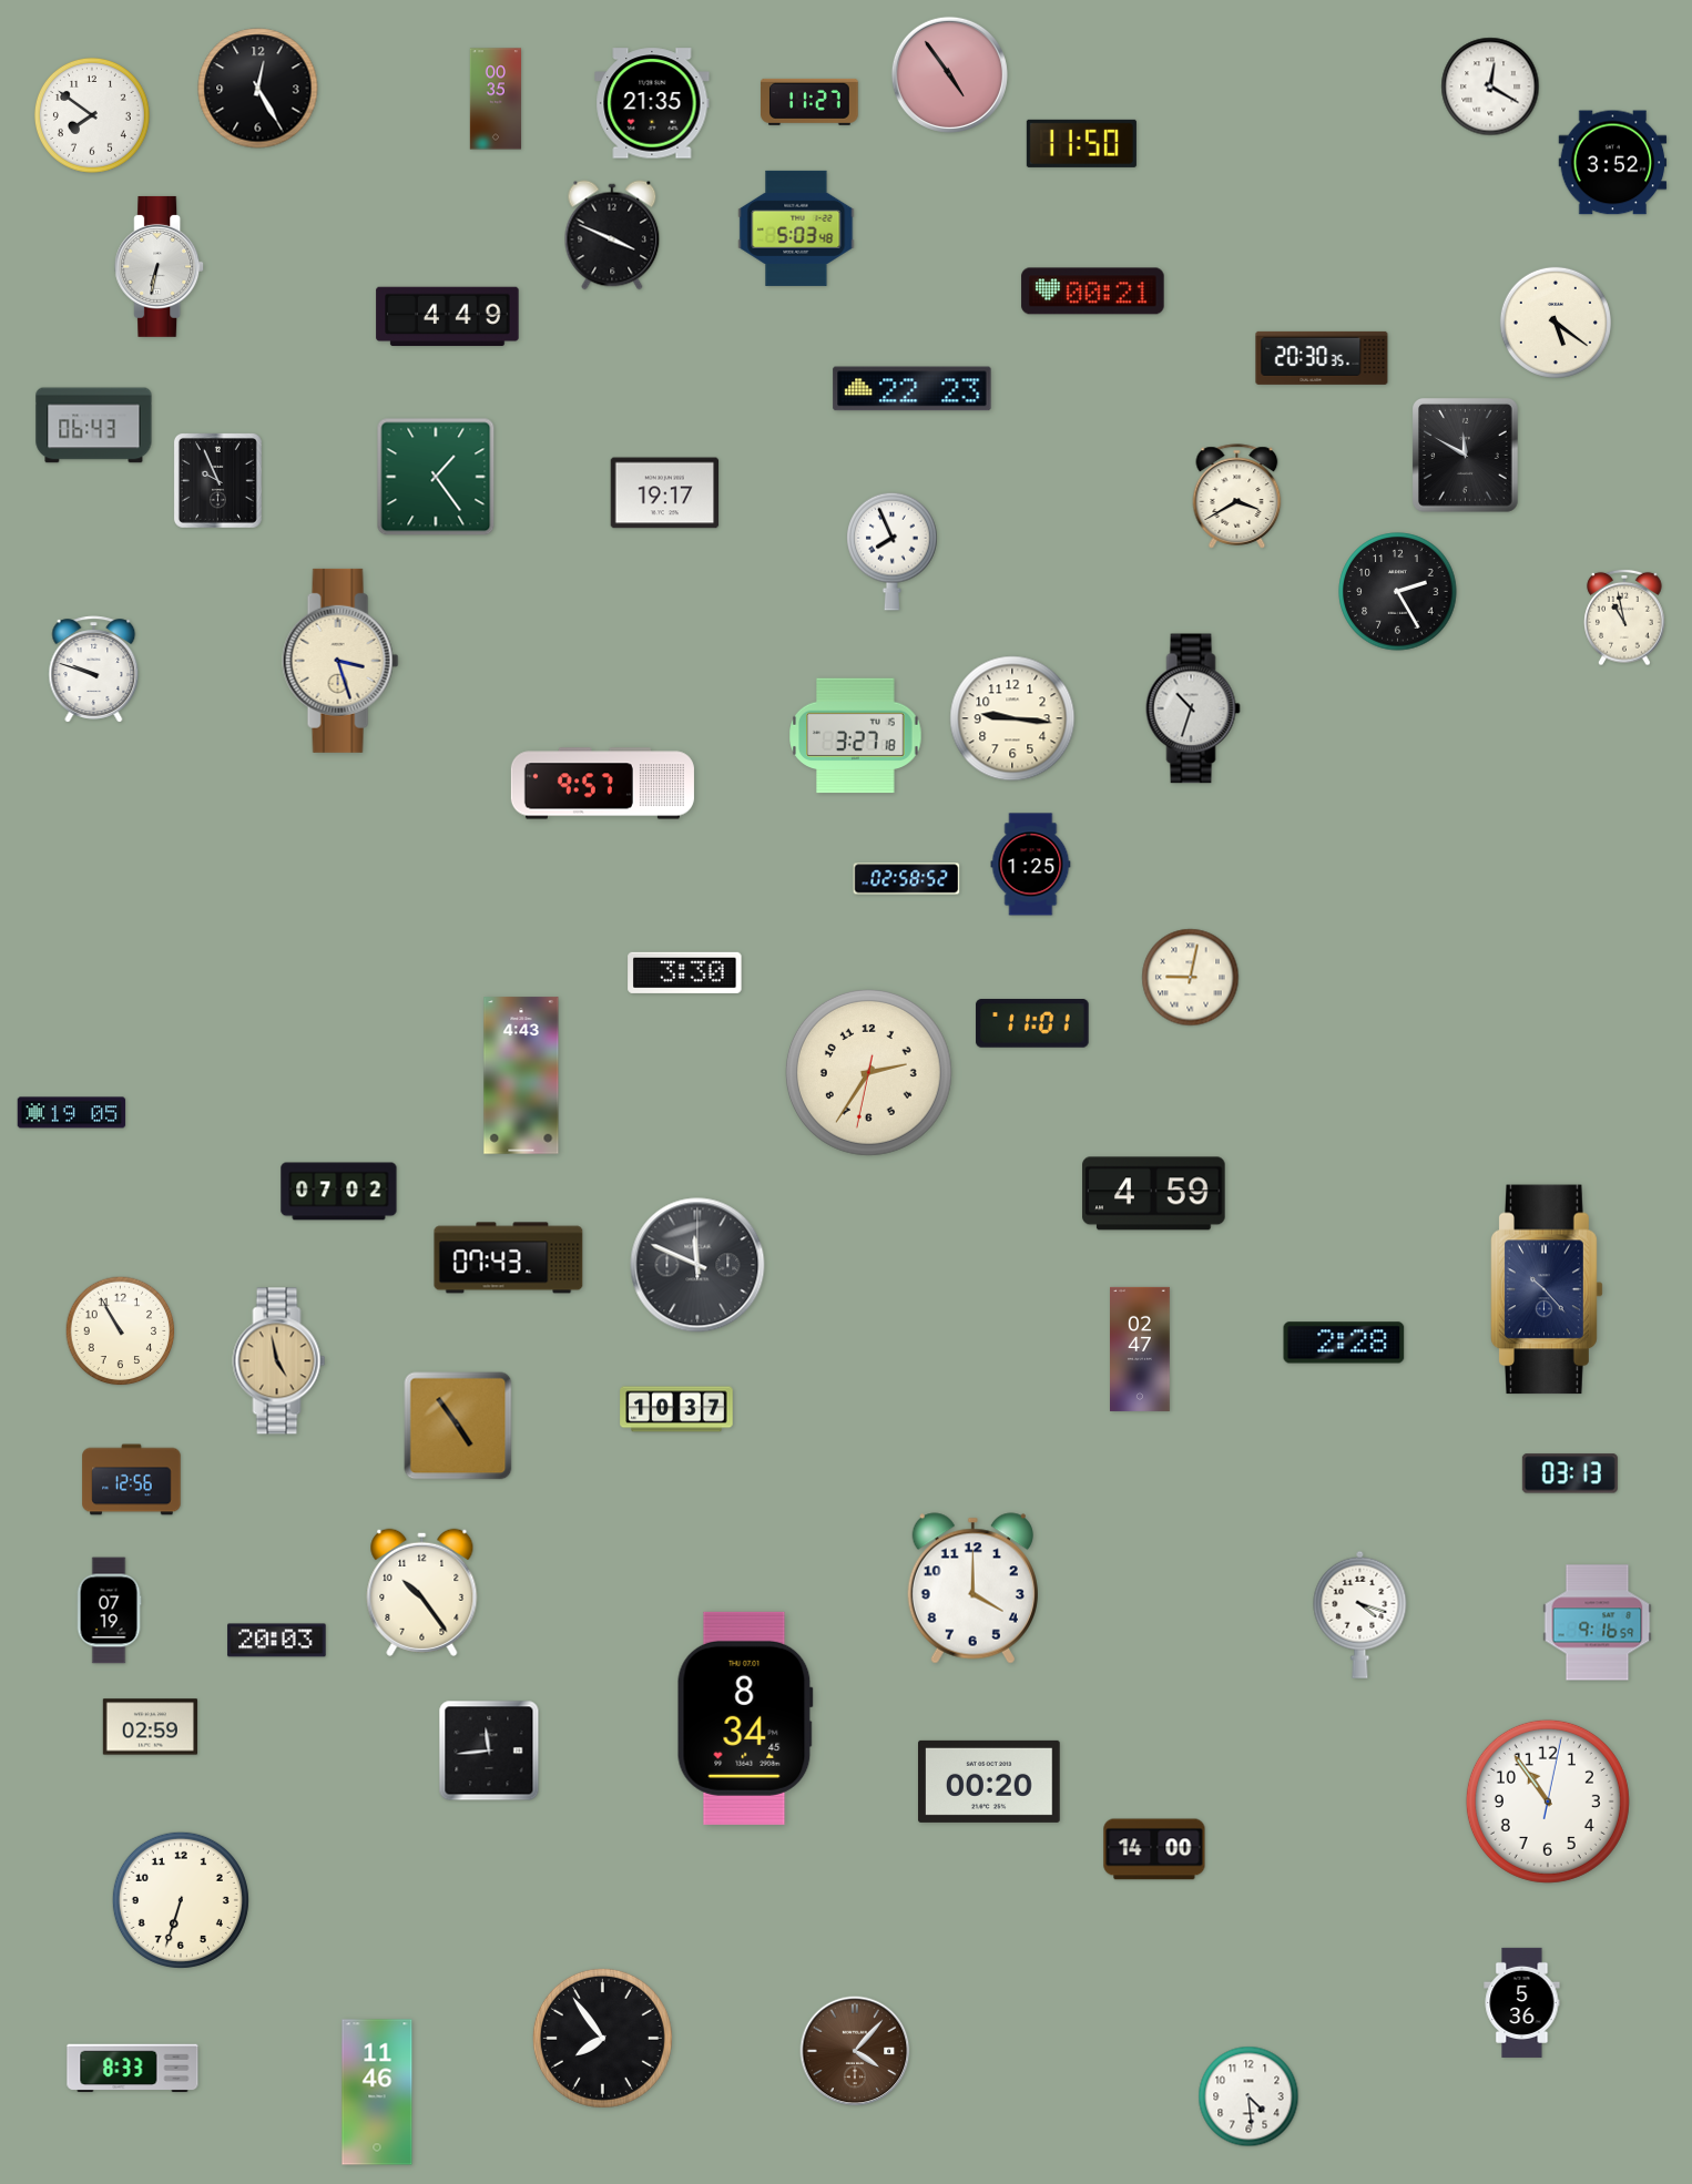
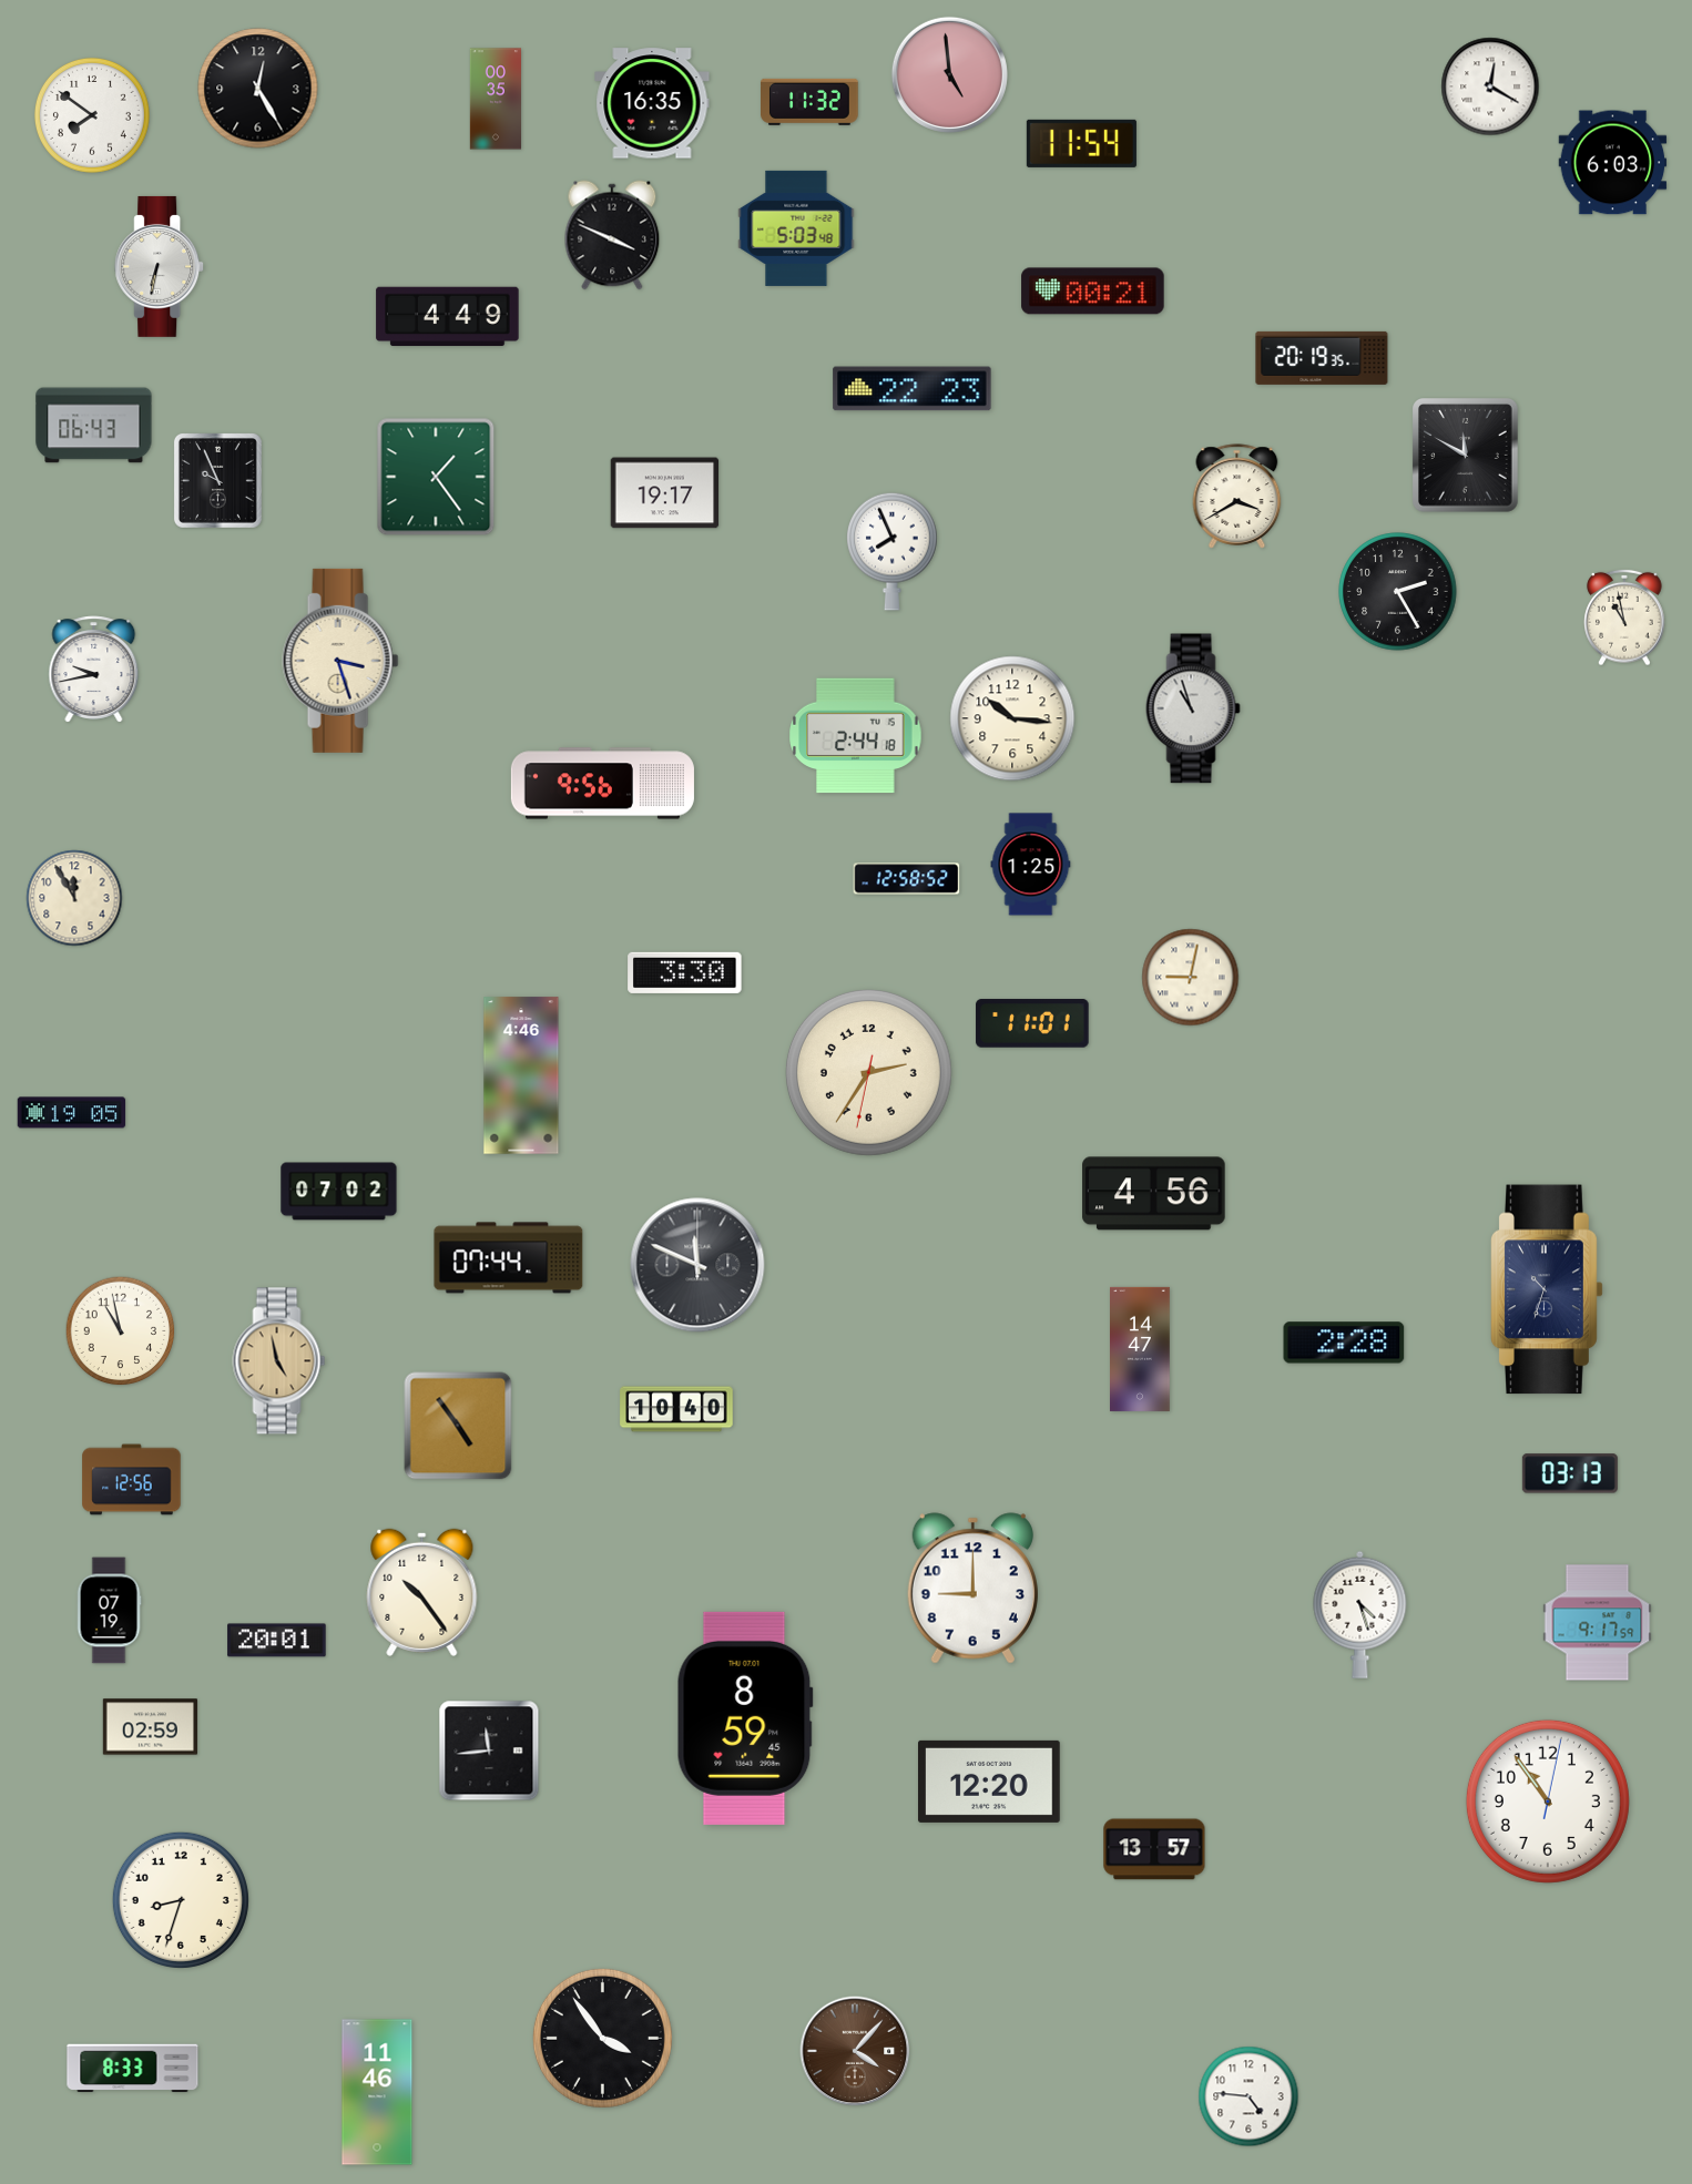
clock at (949, 74): 4:54 -> 4:59
clock at (811, 102): 11:27 -> 11:32
clock at (652, 103): 21:35 -> 16:35
clock at (1081, 143): 11:50 -> 11:54
clock at (1613, 163): 3:52 -> 6:03
clock at (1556, 323): 5:21 -> none
clock at (1322, 358): 20:30 -> 20:19
clock at (94, 670): 9:48 -> 9:43
clock at (1193, 708): 10:33 -> 10:57
clock at (1012, 718): 9:16 -> 10:16
clock at (856, 736): 3:27 -> 2:44
clock at (602, 784): 9:57 -> 9:56
clock at (907, 879): 02:58 -> 12:58
clock at (74, 898): none -> 11:55
clock at (521, 1075): 4:43 -> 4:46
clock at (1154, 1194): 4:59 -> 4:56
clock at (509, 1258): 07:43 -> 07:44
clock at (1547, 1289): 10:23 -> 10:33
clock at (121, 1331): 10:55 -> 10:58
clock at (1141, 1349): 02:47 -> 14:47
clock at (676, 1409): 10:37 -> 10:40
clock at (972, 1589): 4:00 -> 9:00
clock at (1360, 1614): 4:18 -> 4:27
clock at (1598, 1623): 9:16 -> 9:17
clock at (277, 1641): 20:03 -> 20:01
clock at (745, 1718): 8:34 -> 8:59
clock at (990, 1782): 00:20 -> 12:20
clock at (1154, 1849): 14:00 -> 13:57
clock at (181, 1900): 6:33 -> 8:33
clock at (1522, 2002): 5:36 -> none
clock at (602, 2038): 7:54 -> 3:54
clock at (1248, 2096): 4:29 -> 4:46
